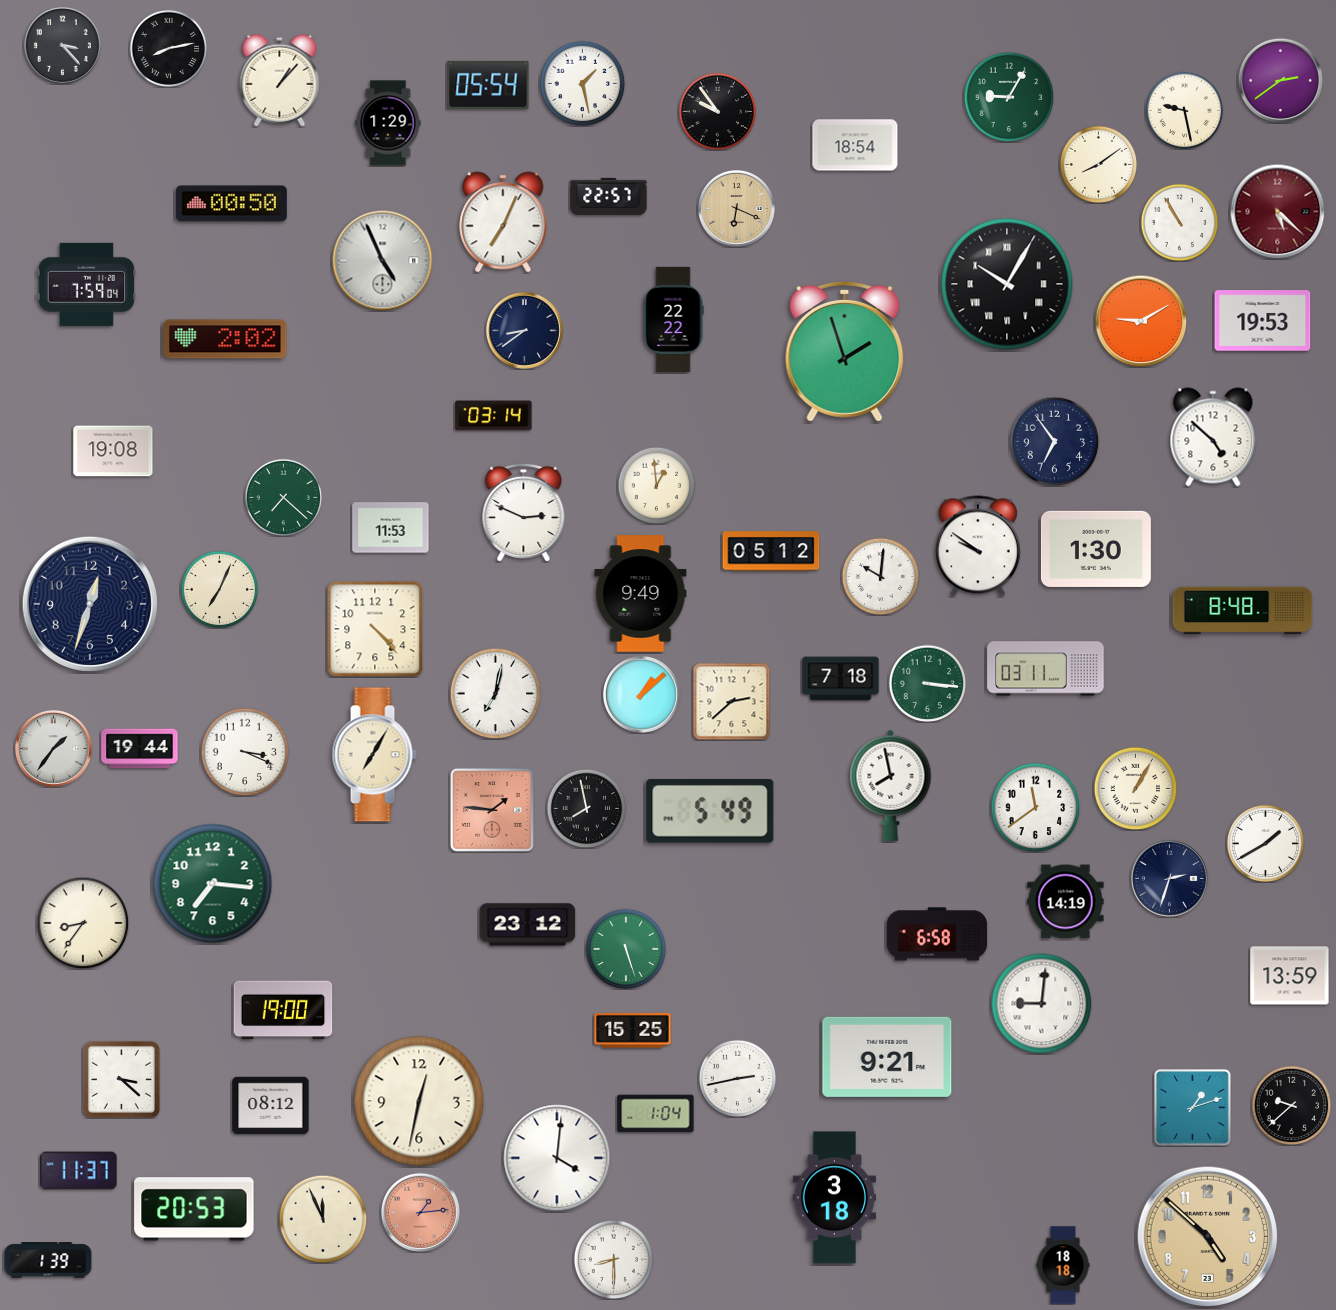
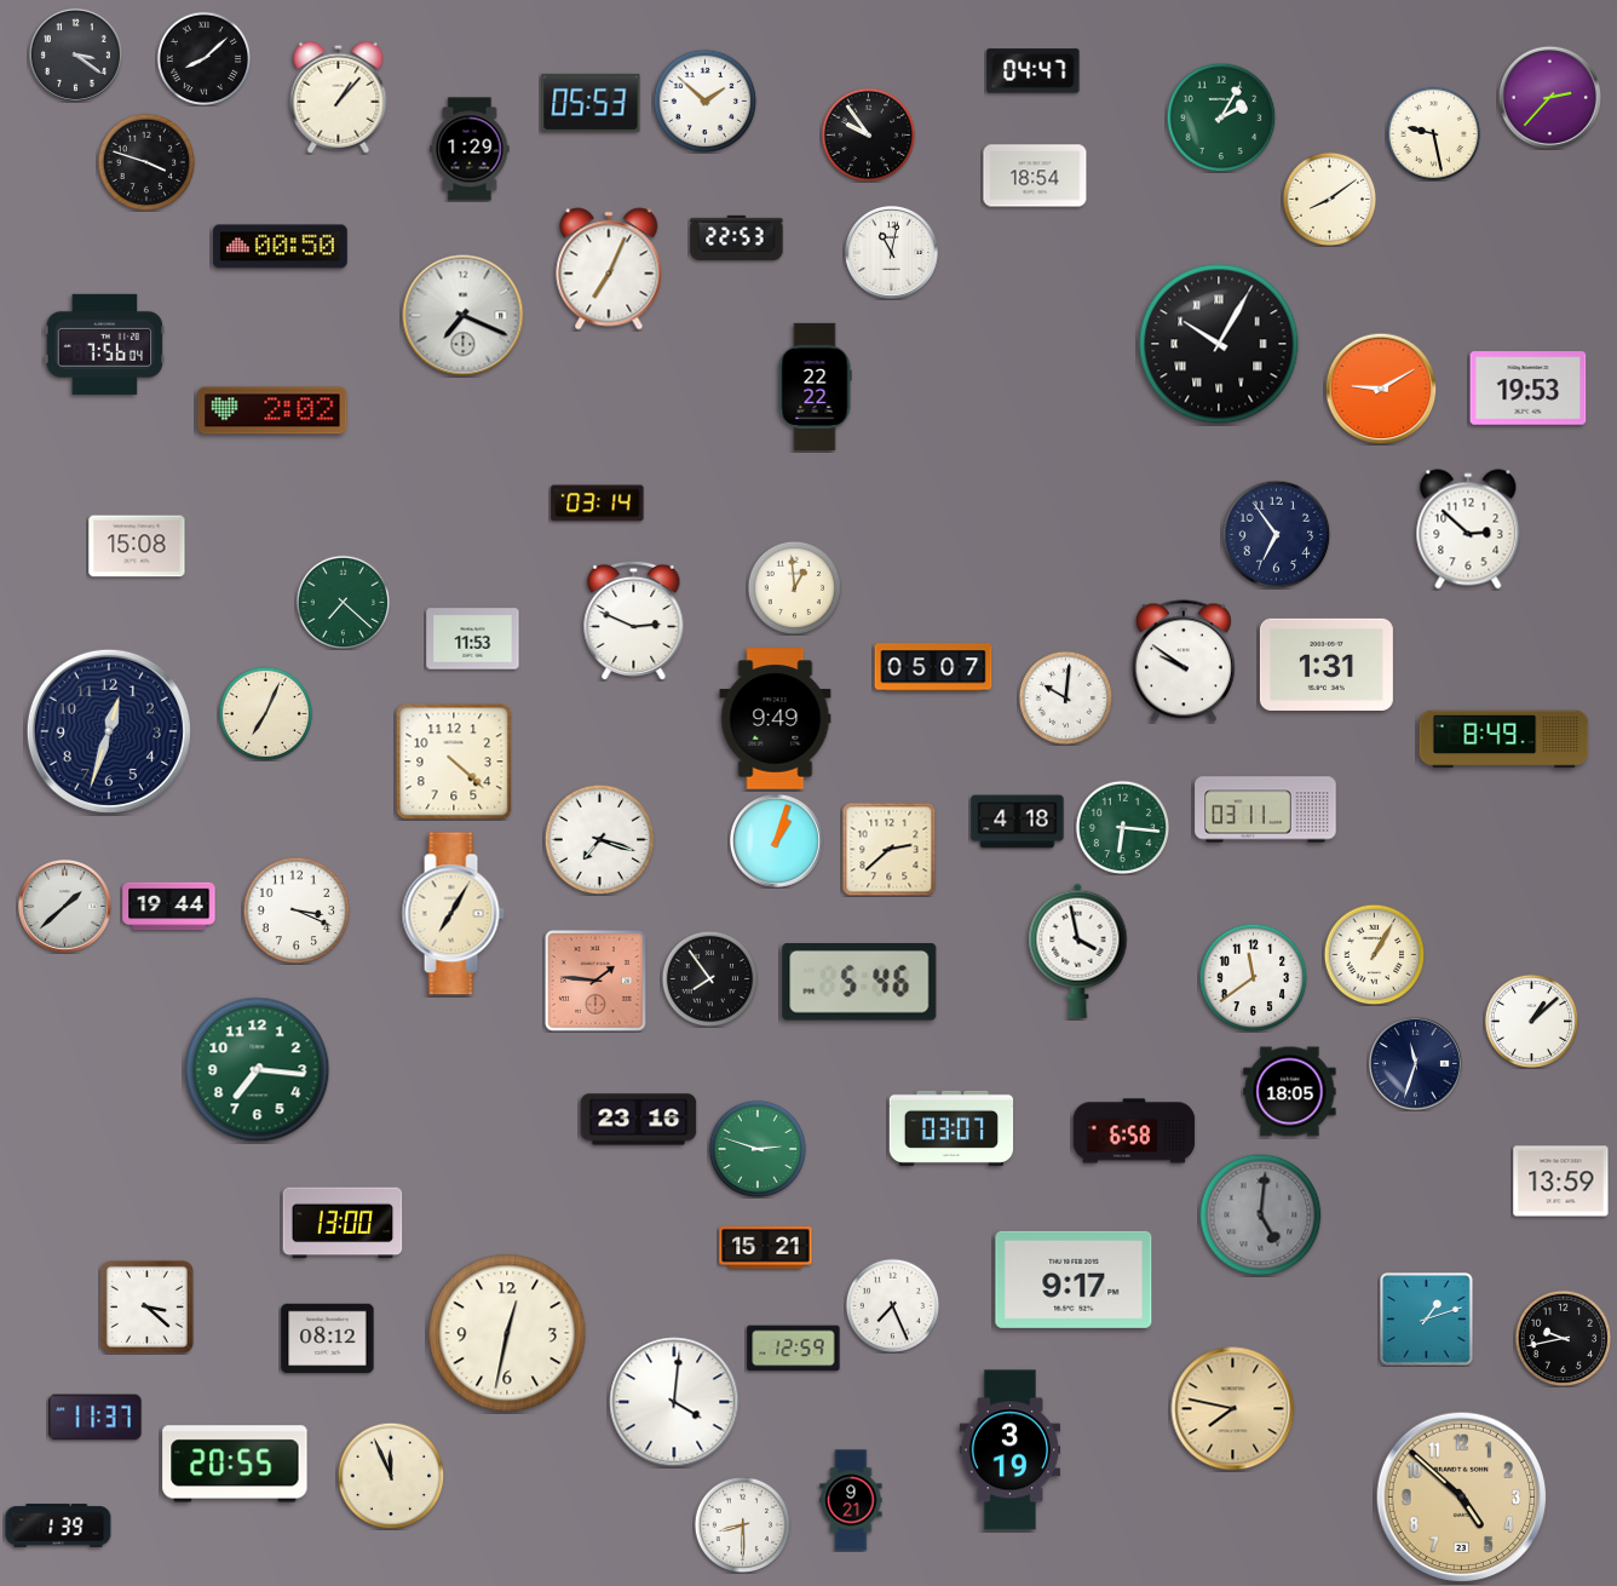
clock at (62, 45): 3:23 -> 3:21
clock at (168, 48): 8:13 -> 8:08
clock at (1034, 71): none -> 04:47
clock at (1280, 80): 2:39 -> 2:37
clock at (582, 83): 1:28 -> 1:52
clock at (488, 85): 05:54 -> 05:53
clock at (1009, 97): 9:05 -> 2:05
clock at (146, 162): none -> 3:48
clock at (609, 196): 22:57 -> 22:53
clock at (736, 208): 6:19 -> 11:02
clock at (736, 208) dial: champagne -> white
clock at (1277, 211): 5:22 -> none
clock at (1179, 222): 10:55 -> none
clock at (383, 261): 4:56 -> 7:19
clock at (87, 284): 7:59 -> 7:56
clock at (524, 330): 8:39 -> none
clock at (845, 351): 1:57 -> none
clock at (1213, 437): 4:52 -> 2:52
clock at (113, 451): 19:08 -> 15:08
clock at (1096, 549): 1:30 -> 1:31
clock at (771, 551): 05:12 -> 05:07
clock at (1243, 611): 8:48 -> 8:49
clock at (375, 629): 4:23 -> 4:22
clock at (841, 679): 7:18 -> 4:18
clock at (927, 683): 3:16 -> 6:16
clock at (495, 693): 7:02 -> 7:18
clock at (641, 694): 1:08 -> 1:03
clock at (731, 701) position: (731, 701) -> (888, 849)
clock at (53, 748): 1:36 -> 1:38
clock at (891, 785): 7:58 -> 3:58
clock at (586, 808): 7:58 -> 7:54
clock at (710, 812): 5:49 -> 5:46
clock at (1265, 843): 1:40 -> 1:08
clock at (1169, 878): 2:33 -> 11:33
clock at (1066, 902): 14:19 -> 18:05
clock at (83, 923): 8:36 -> none
clock at (528, 925): 23:12 -> 23:16
clock at (951, 1128): none -> 03:07
clock at (626, 949): 5:27 -> 2:48
clock at (1042, 1004): 9:01 -> 5:01
clock at (1042, 1004) dial: white -> grey
clock at (283, 1010): 19:00 -> 13:00
clock at (633, 1031): 15:25 -> 15:21
clock at (887, 1057): 9:21 -> 9:17
clock at (737, 1078): 2:43 -> 7:26
clock at (1291, 1105): 9:38 -> 9:43
clock at (1193, 1108) position: (1193, 1108) -> (1427, 1320)
clock at (656, 1114): 1:04 -> 12:59
clock at (1233, 1409): none -> 7:47
clock at (835, 1198): 3:18 -> 3:19
clock at (194, 1209): 20:53 -> 20:55
clock at (420, 1212): 1:14 -> none
clock at (851, 1500): none -> 9:21
clock at (1063, 1265): 18:18 -> none
